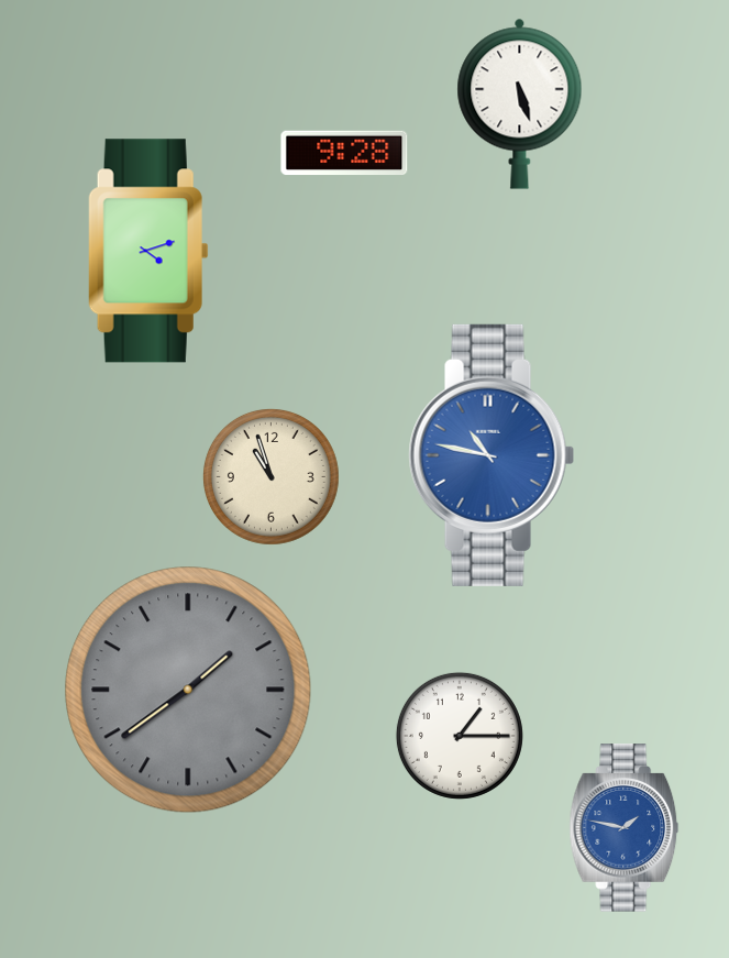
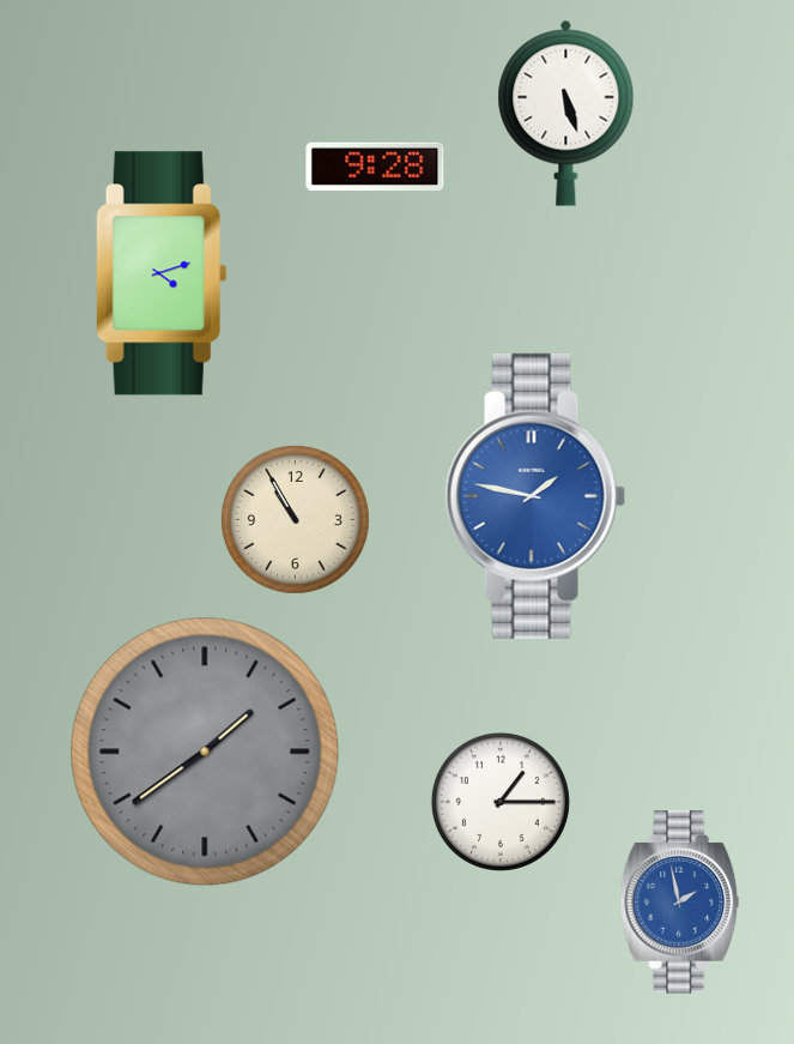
clock at (491, 455): 10:47 -> 1:47
clock at (270, 476): 10:57 -> 10:55
clock at (625, 828): 1:47 -> 1:58
